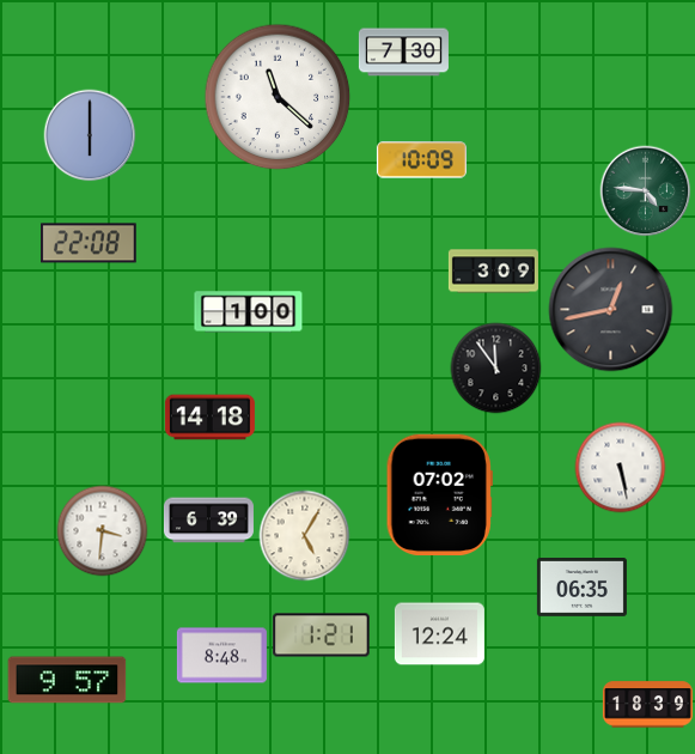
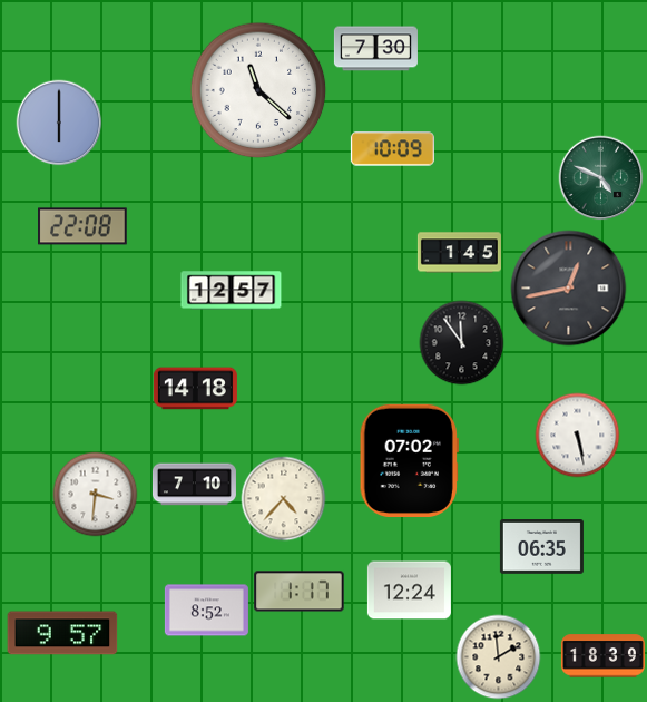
clock at (90, 135) position: (90, 135) -> (59, 123)
clock at (646, 191): 4:46 -> 4:49
clock at (493, 272): 3:09 -> 1:45
clock at (249, 312): 1:00 -> 12:57
clock at (208, 521): 6:39 -> 7:10
clock at (305, 536): 5:05 -> 4:37
clock at (322, 636): 1:21 -> 1:17
clock at (221, 656): 8:48 -> 8:52
clock at (499, 657): none -> 1:59
